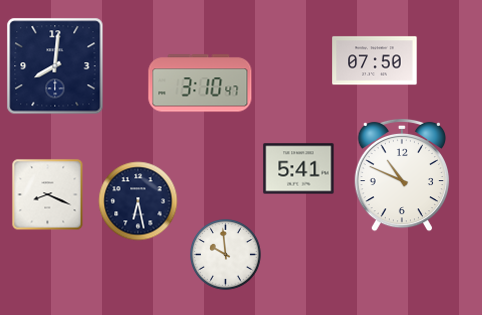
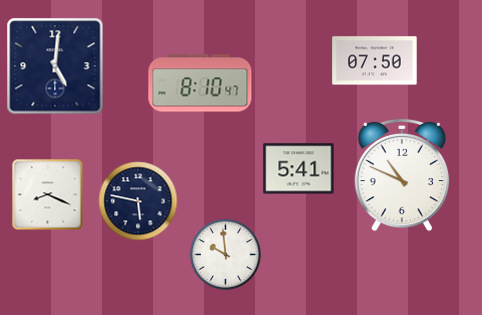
clock at (55, 66): 8:01 -> 5:01
clock at (200, 83): 3:10 -> 8:10
clock at (138, 201): 6:28 -> 5:47
